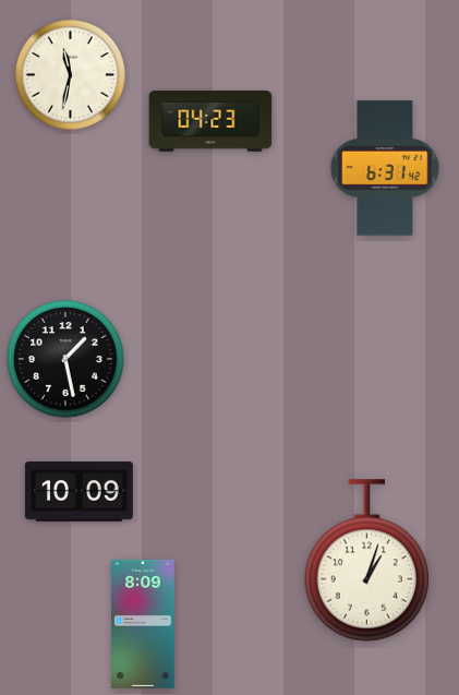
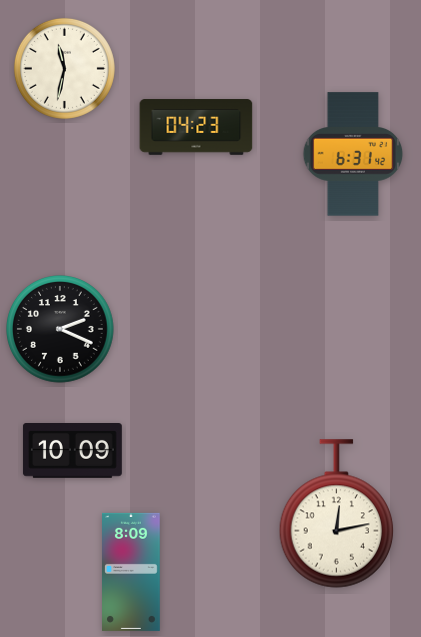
clock at (210, 121) position: (210, 121) -> (196, 127)
clock at (67, 360): 1:28 -> 2:19
clock at (367, 561): 1:03 -> 12:13
